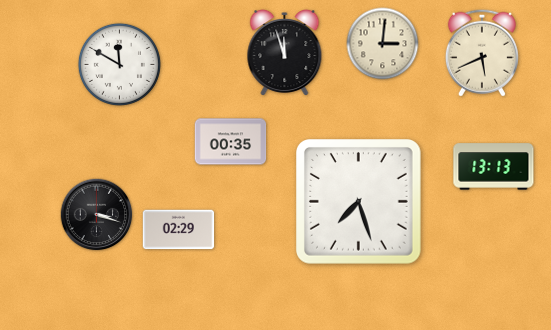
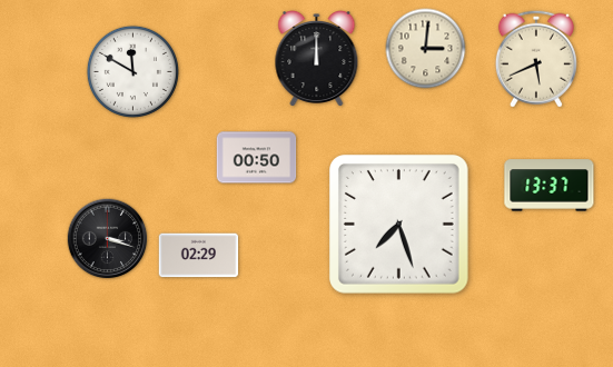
clock at (285, 53): 11:57 -> 12:00
clock at (231, 142): 00:35 -> 00:50
clock at (494, 167): 13:13 -> 13:37
